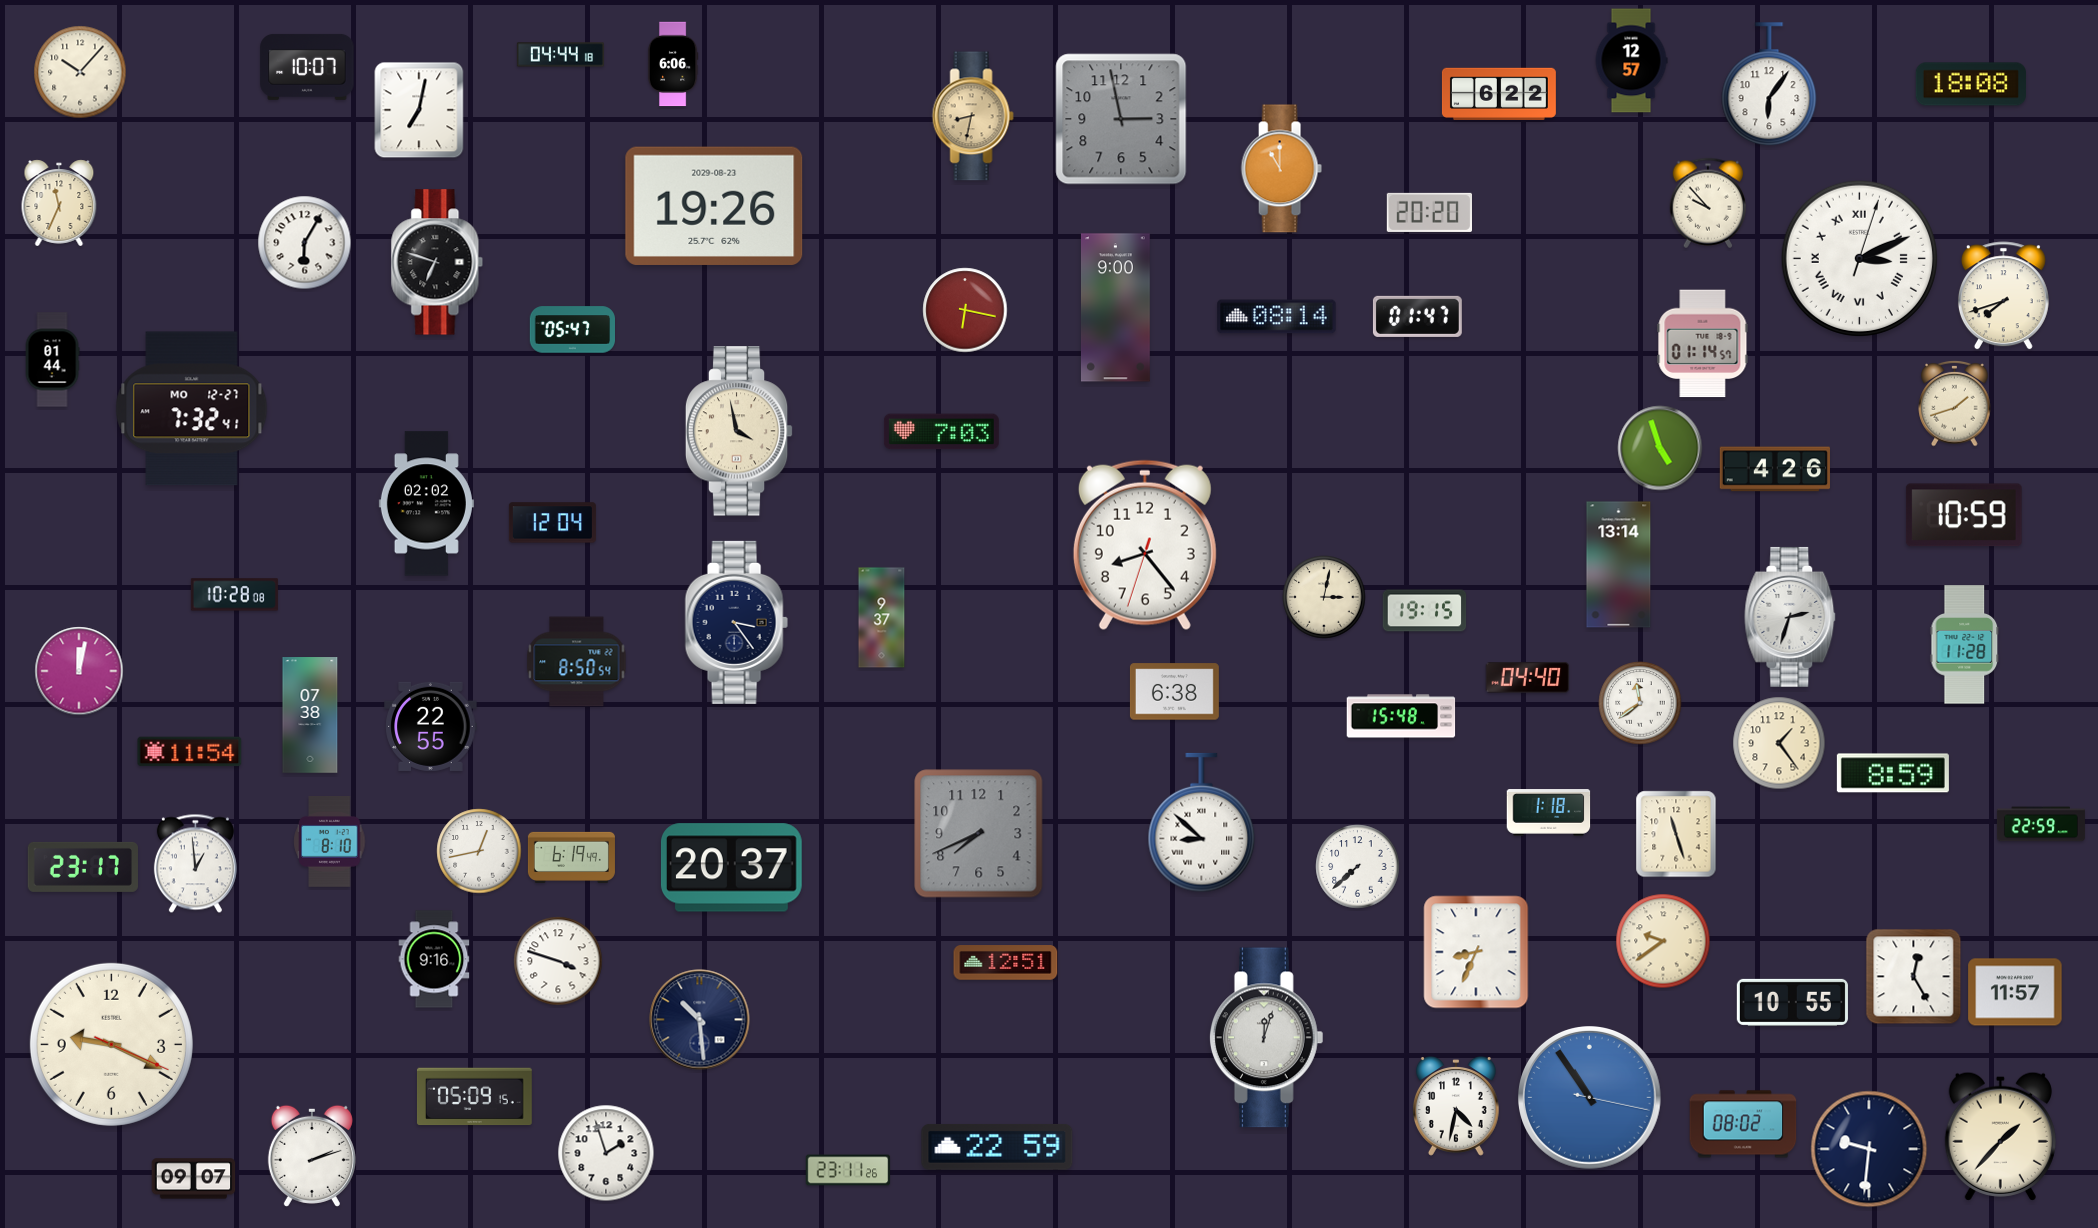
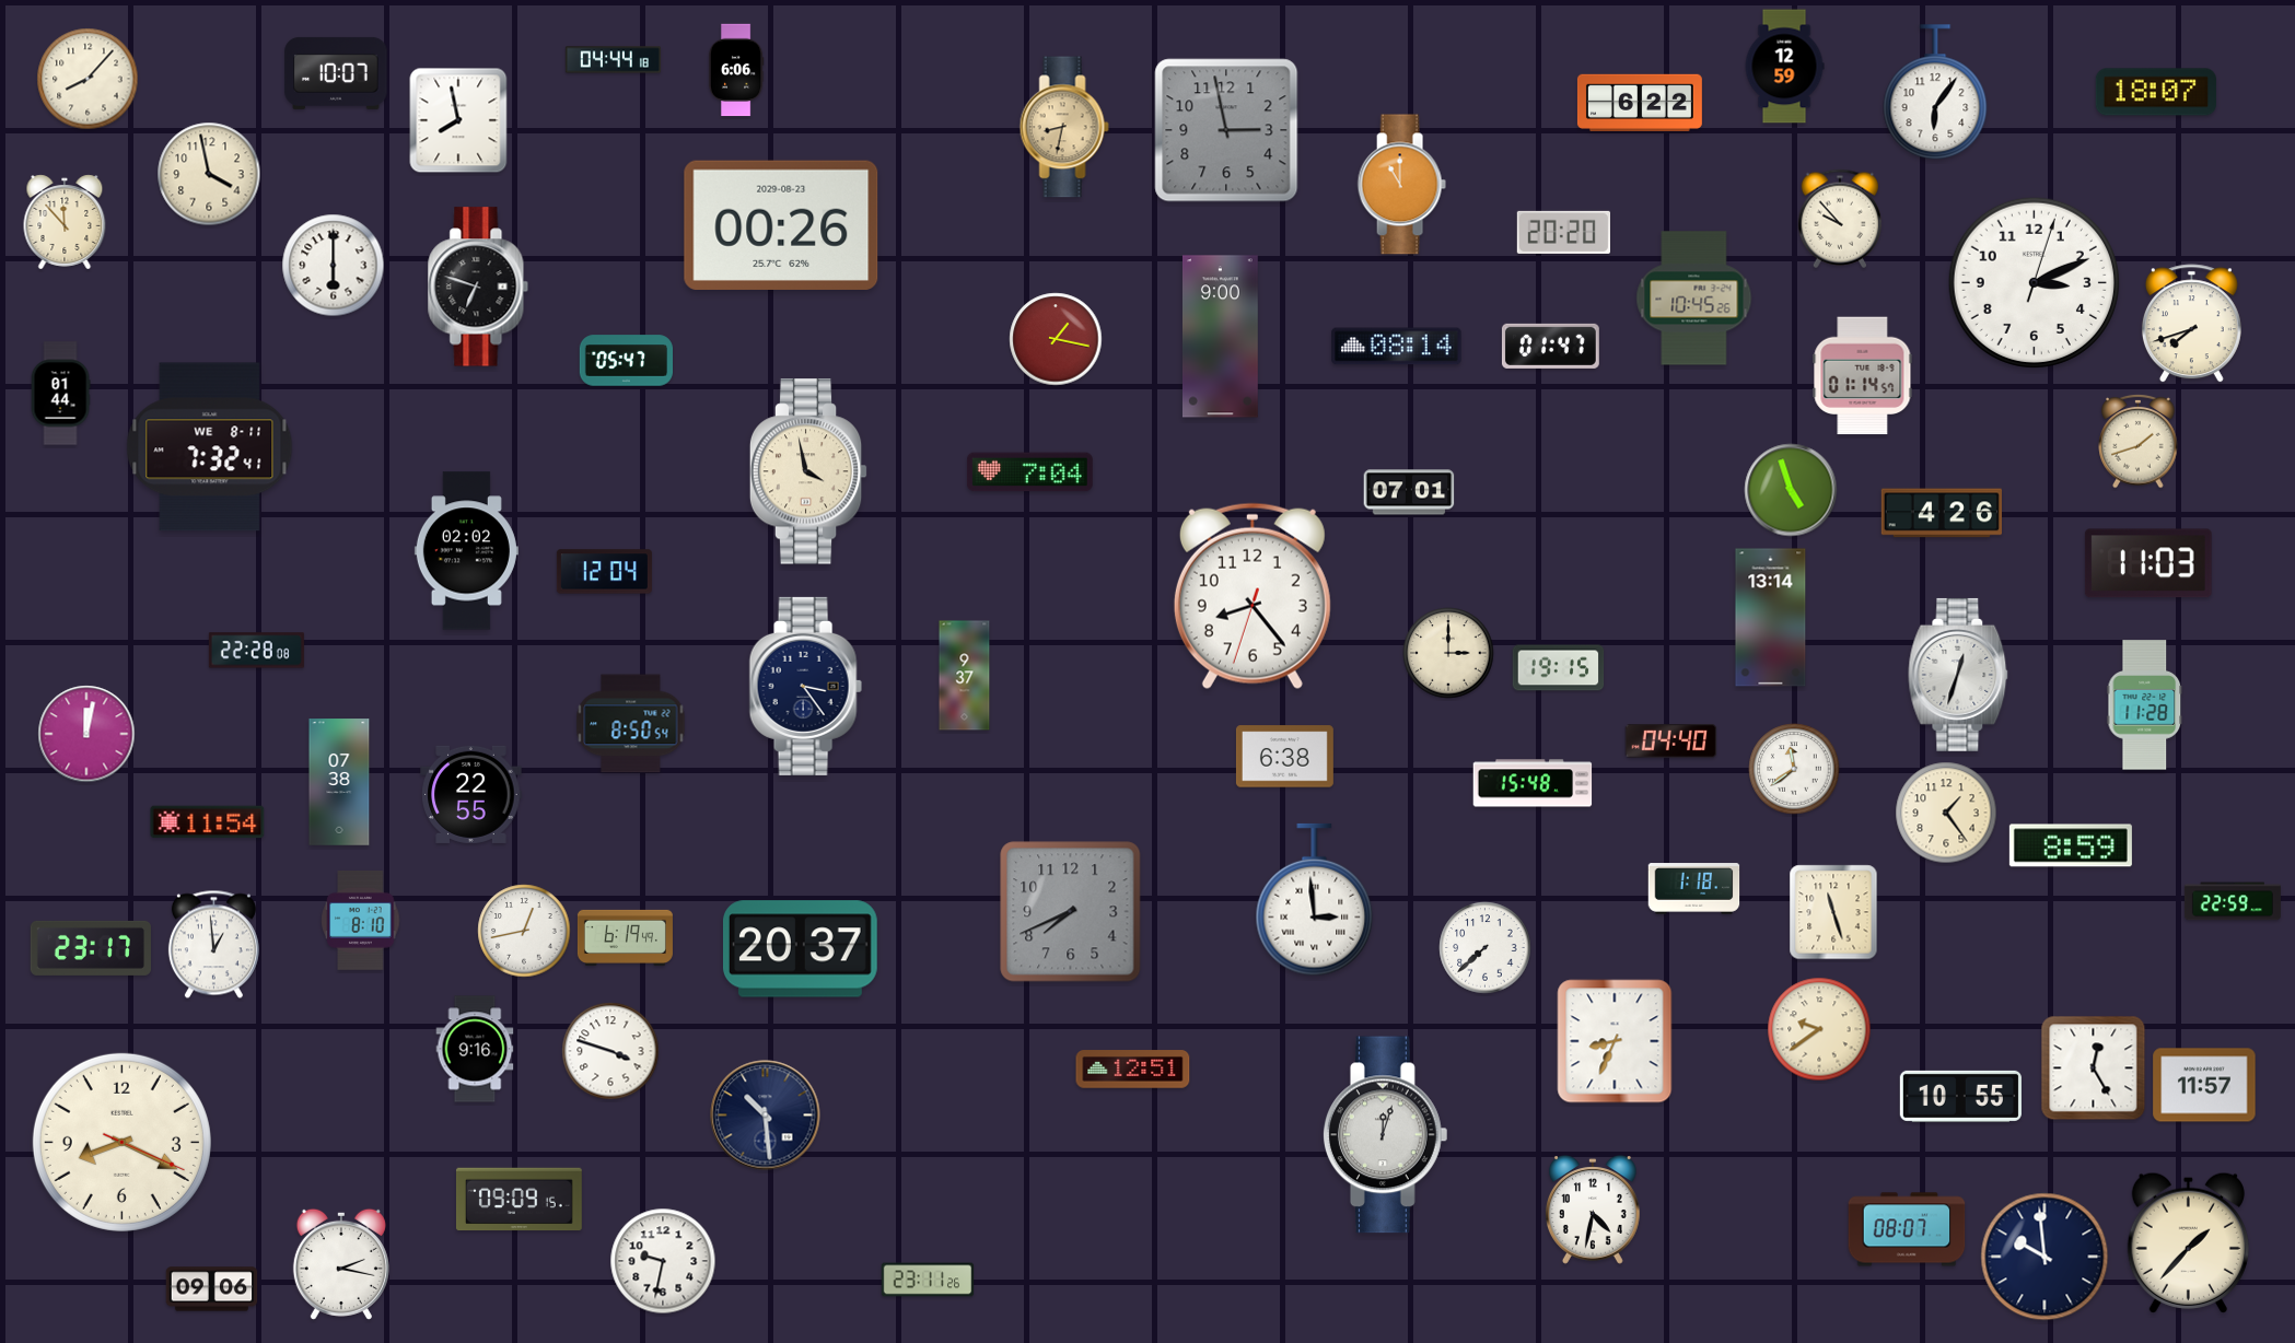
clock at (1631, 61): 12:57 -> 12:59
clock at (80, 72): 10:07 -> 8:07
clock at (1971, 84): 18:08 -> 18:07
clock at (419, 110): 7:02 -> 7:58
clock at (209, 174): none -> 3:58
clock at (59, 203): 11:34 -> 11:53
clock at (1708, 203) position: (1708, 203) -> (1840, 219)
clock at (714, 206): 19:26 -> 00:26
clock at (305, 243): 6:05 -> 6:00
clock at (1859, 258) numerals: Roman -> Arabic
clock at (1694, 299): none -> 10:45
clock at (965, 310): 6:17 -> 1:17
clock at (52, 360) position: (52, 360) -> (60, 394)
clock at (192, 409) date: MO 12-27 -> WE 8-11
clock at (941, 432): 7:03 -> 7:04
clock at (1660, 448) position: (1660, 448) -> (1791, 490)
clock at (1409, 492): none -> 07:01
clock at (1964, 515): 10:59 -> 11:03
clock at (234, 595): 10:28 -> 22:28
clock at (1324, 597): 3:02 -> 3:00
clock at (1790, 617): 2:33 -> 12:33
clock at (736, 622) position: (736, 622) -> (805, 686)
clock at (1965, 645) position: (1965, 645) -> (2145, 705)
clock at (1202, 823): 8:52 -> 2:59
clock at (1006, 963) position: (1006, 963) -> (1133, 1070)
clock at (111, 1044): 9:19 -> 8:19
clock at (474, 1097): 05:09 -> 09:09
clock at (1590, 1098): 10:54 -> none
clock at (1743, 1124): 08:02 -> 08:07
clock at (997, 1147): 22:59 -> none
clock at (1869, 1149): 9:31 -> 9:59
clock at (606, 1153): 1:57 -> 9:32
clock at (312, 1156): 2:12 -> 2:17
clock at (194, 1179): 09:07 -> 09:06
